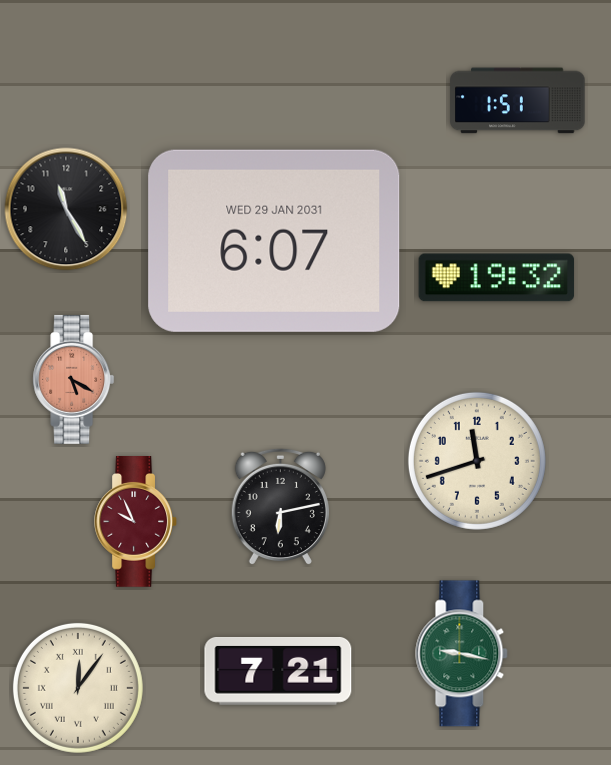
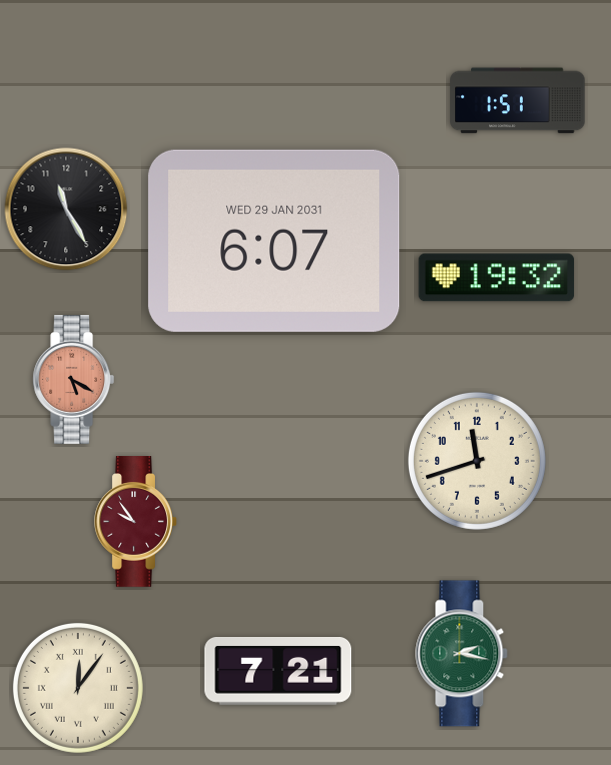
clock at (280, 507): 6:13 -> none
clock at (135, 522): 9:56 -> 9:54
clock at (462, 654): 9:17 -> 2:17
